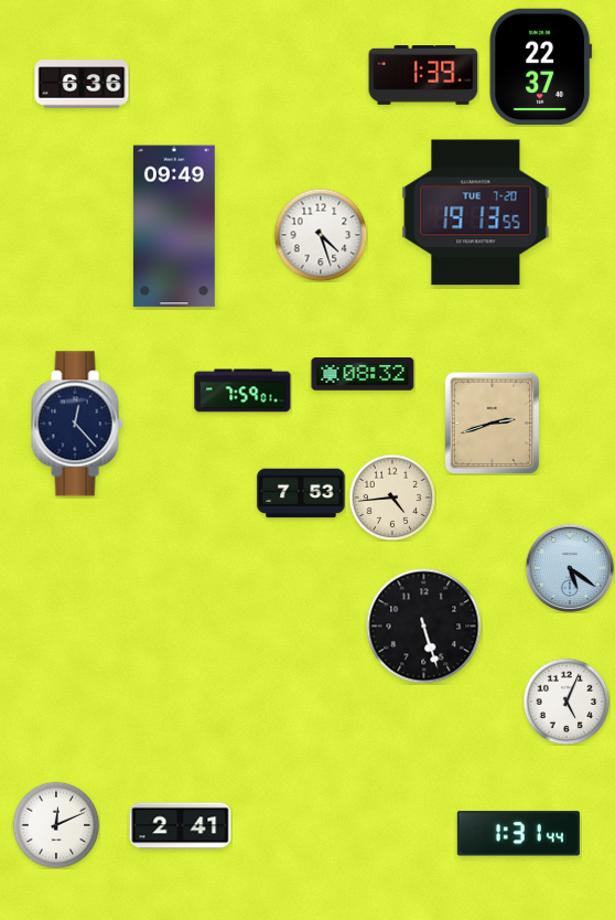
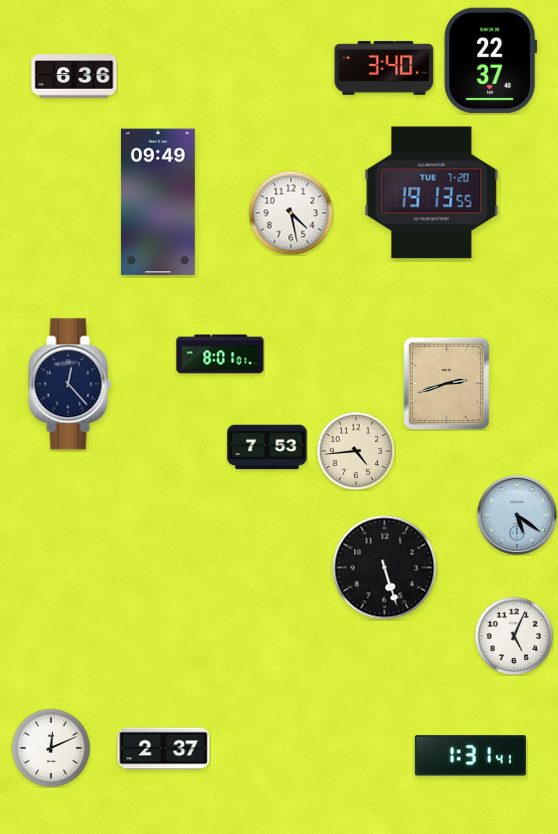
clock at (423, 75): 1:39 -> 3:40
clock at (174, 226) position: (174, 226) -> (158, 202)
clock at (321, 235): 4:27 -> 4:28
clock at (363, 374): 08:32 -> none
clock at (242, 391): 7:59 -> 8:01
clock at (301, 493) position: (301, 493) -> (267, 447)
clock at (181, 826): 2:41 -> 2:37
clock at (518, 834): 1:31:44 -> 1:31:41
